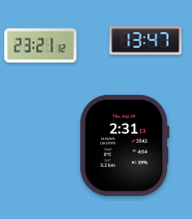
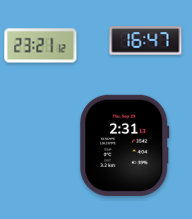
clock at (146, 41): 13:47 -> 16:47
